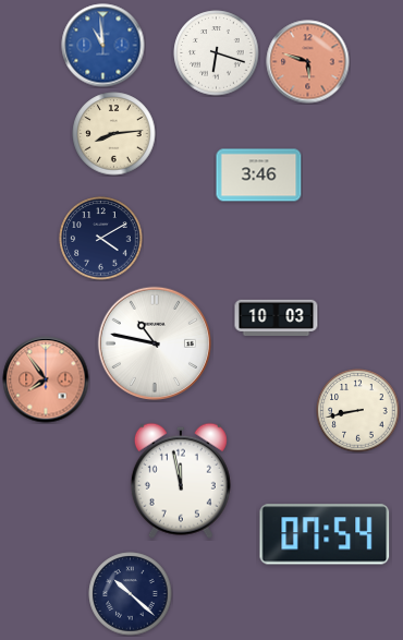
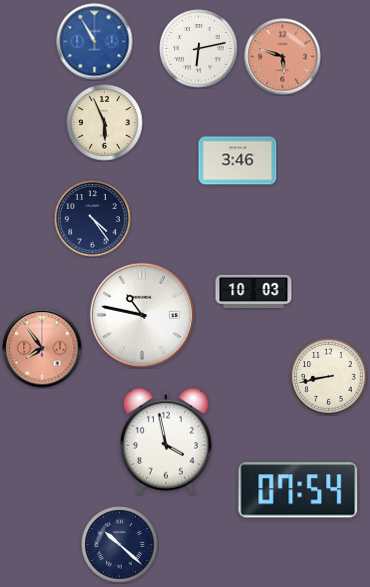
clock at (103, 46): 10:59 -> 10:55
clock at (217, 53): 6:18 -> 6:13
clock at (114, 134): 8:14 -> 5:56
clock at (101, 239): 4:10 -> 4:24
clock at (181, 481): 11:58 -> 3:58
